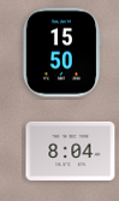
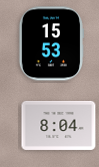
clock at (60, 53): 15:50 -> 15:53
